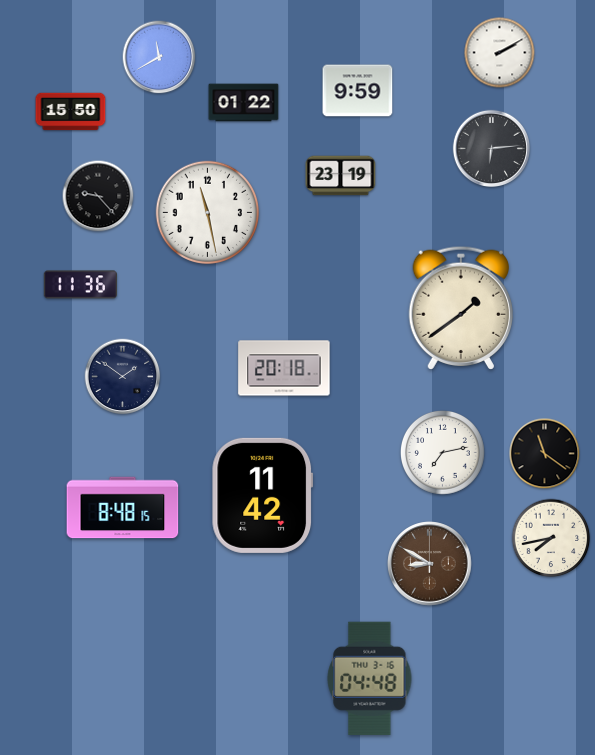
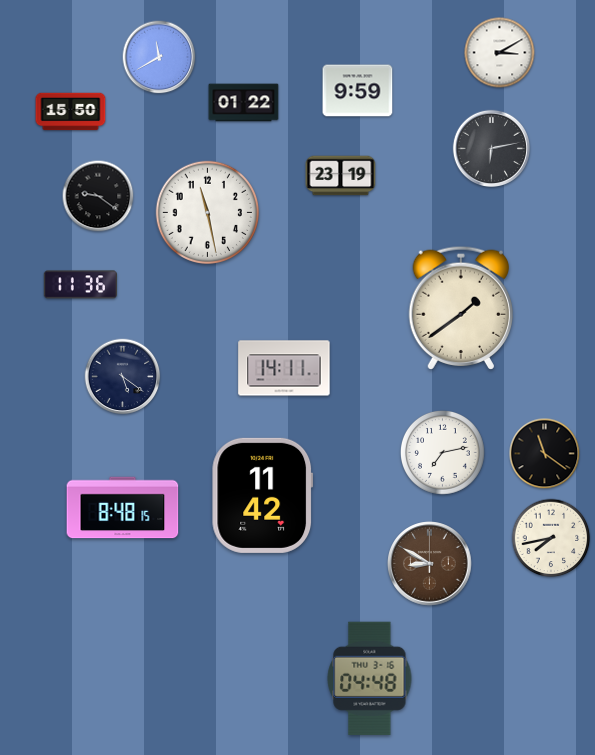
clock at (500, 53): 2:10 -> 3:10
clock at (491, 148): 6:14 -> 6:13
clock at (98, 196): 9:23 -> 9:21
clock at (284, 368): 20:18 -> 14:11
clock at (123, 377): 1:51 -> 5:21
